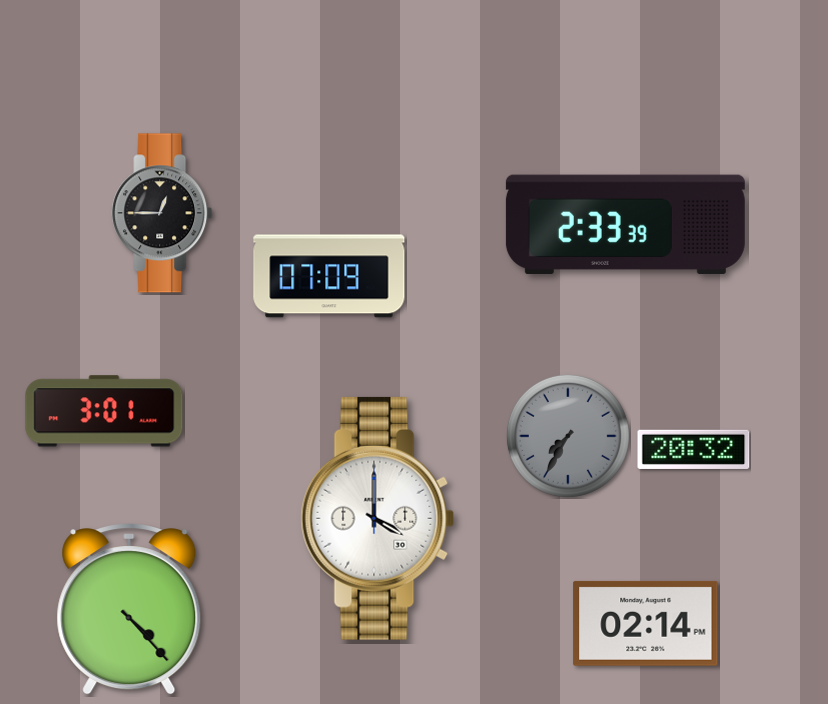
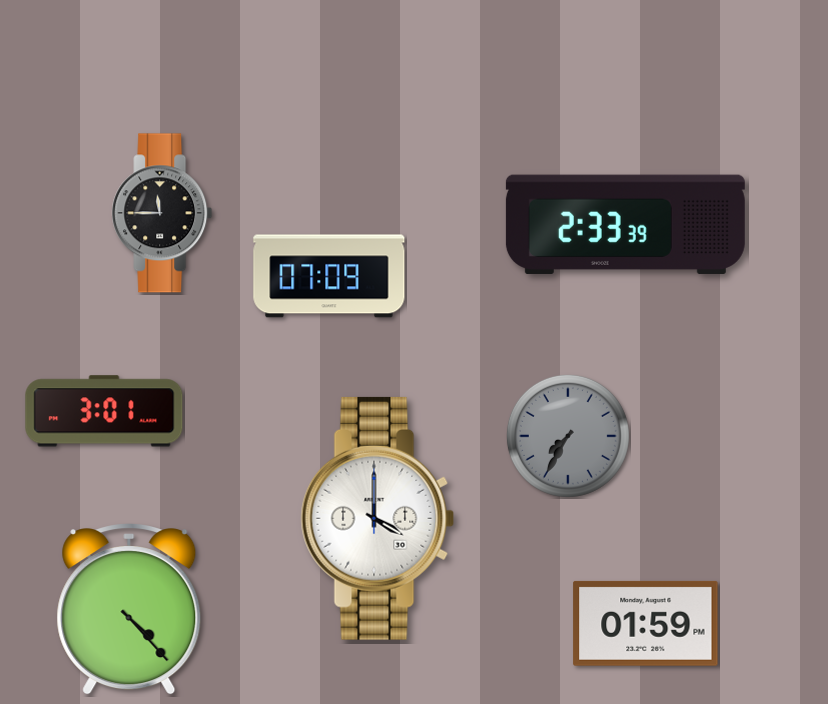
clock at (162, 213): 12:45 -> 11:45
clock at (694, 449): 20:32 -> none
clock at (646, 623): 02:14 -> 01:59
